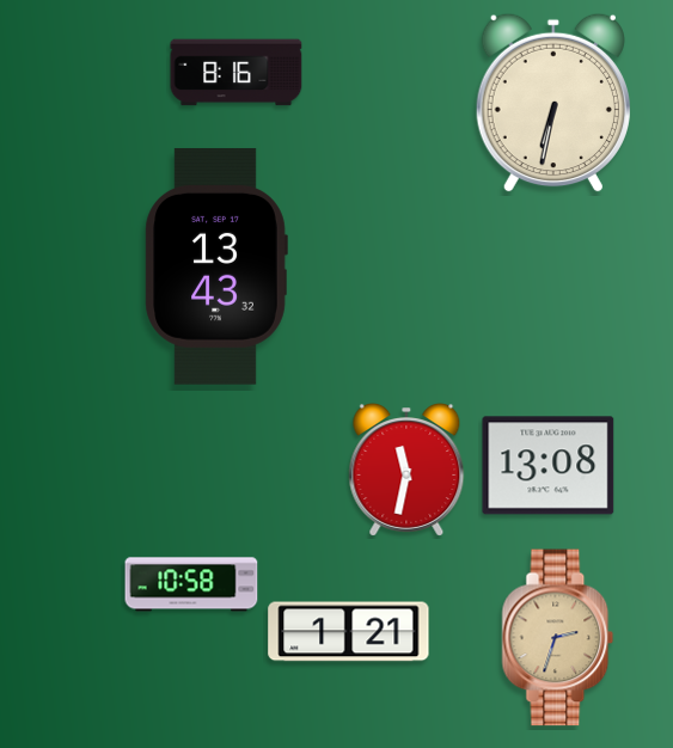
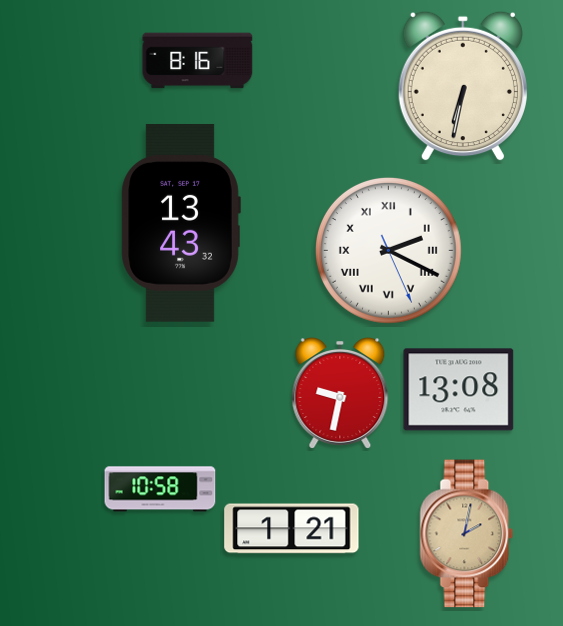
clock at (388, 250): none -> 2:19
clock at (406, 471): 11:32 -> 9:32
clock at (558, 638): 2:33 -> 2:02
